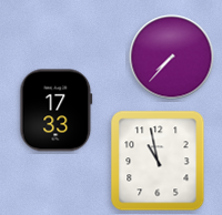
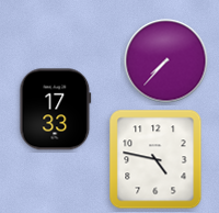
clock at (172, 58) position: (172, 58) -> (166, 61)
clock at (158, 161): 10:58 -> 4:47
